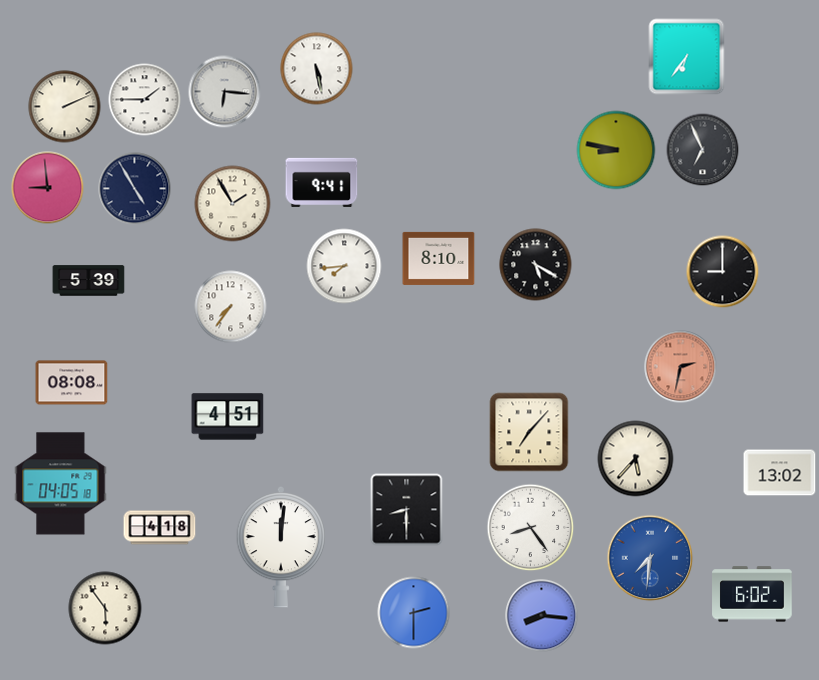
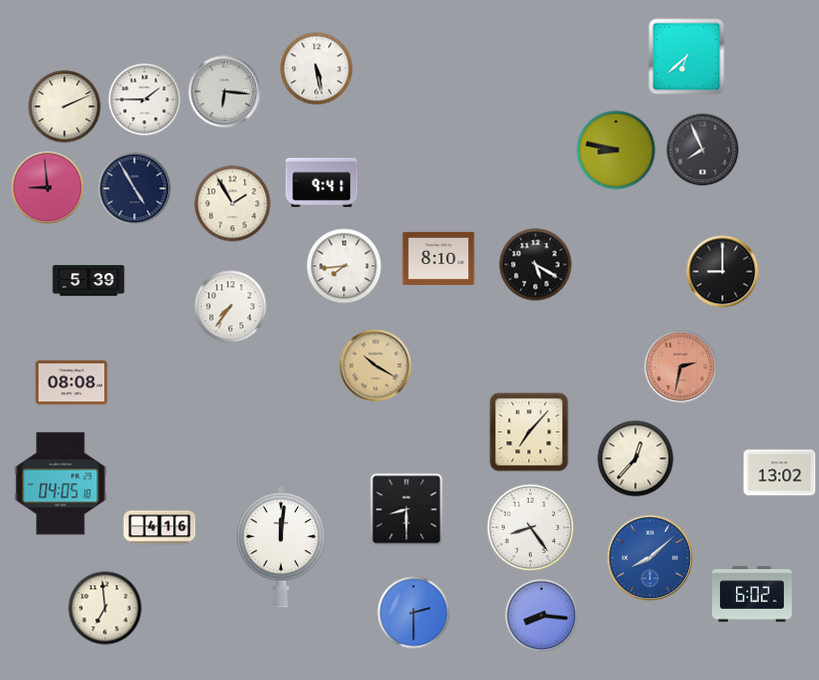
clock at (687, 57): 6:36 -> 6:38
clock at (703, 150): 6:56 -> 7:56
clock at (376, 366): none -> 10:20
clock at (228, 417): 4:51 -> none
clock at (636, 459): 5:37 -> 12:37
clock at (160, 528): 4:18 -> 4:16
clock at (650, 558): 7:31 -> 8:08
clock at (105, 608): 5:54 -> 6:59
